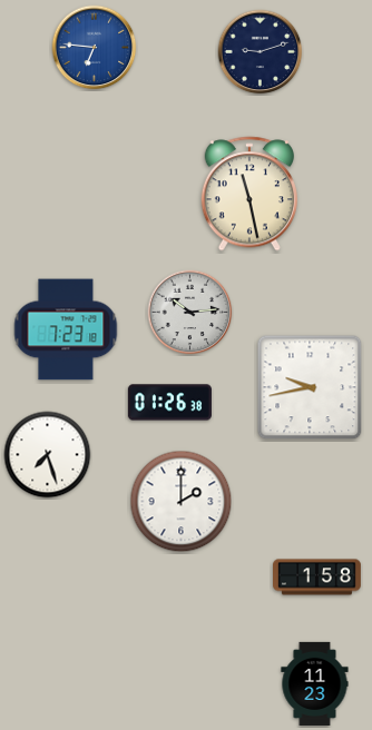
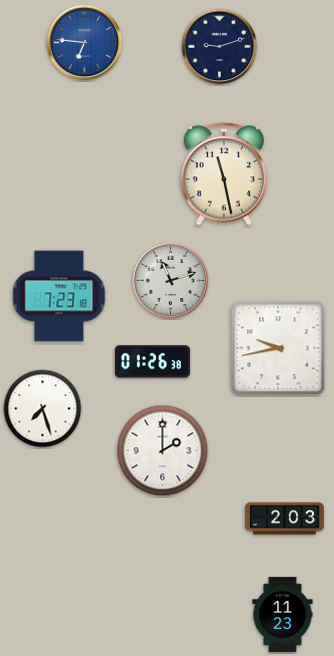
clock at (261, 52) position: (261, 52) -> (220, 47)
clock at (190, 313): 10:14 -> 11:12
clock at (317, 578): 1:58 -> 2:03
